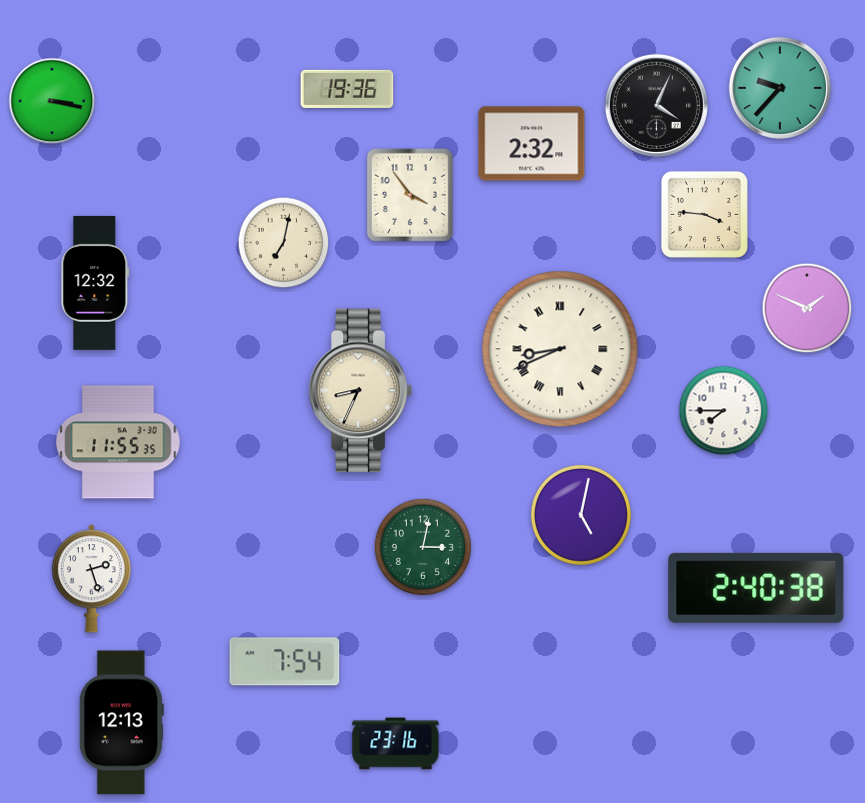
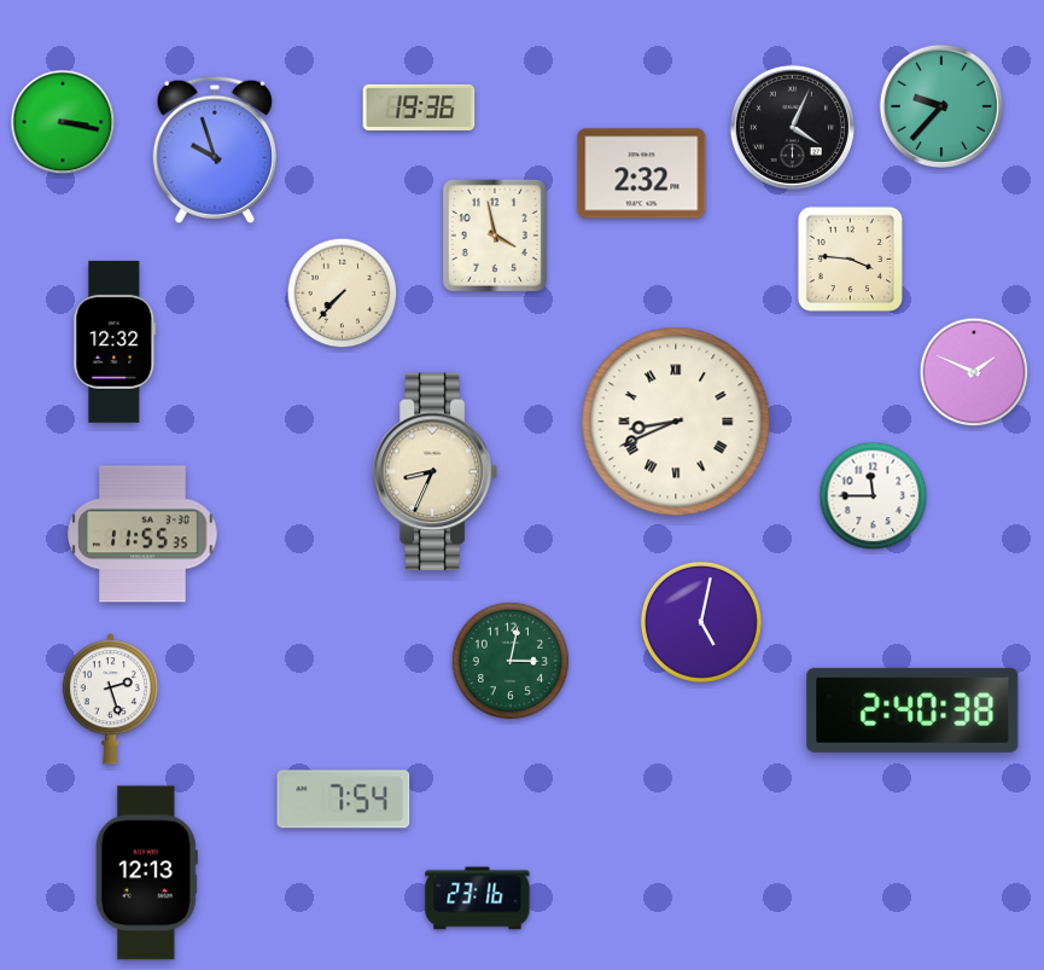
clock at (214, 150): none -> 9:57
clock at (410, 195): 3:54 -> 3:58
clock at (284, 243): 7:02 -> 7:37
clock at (724, 411): 7:45 -> 11:45
